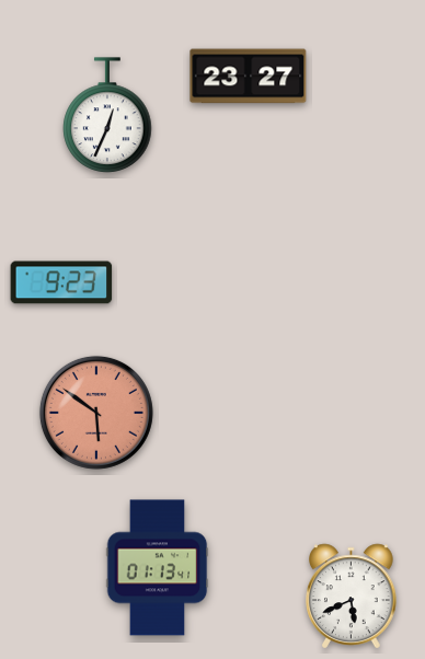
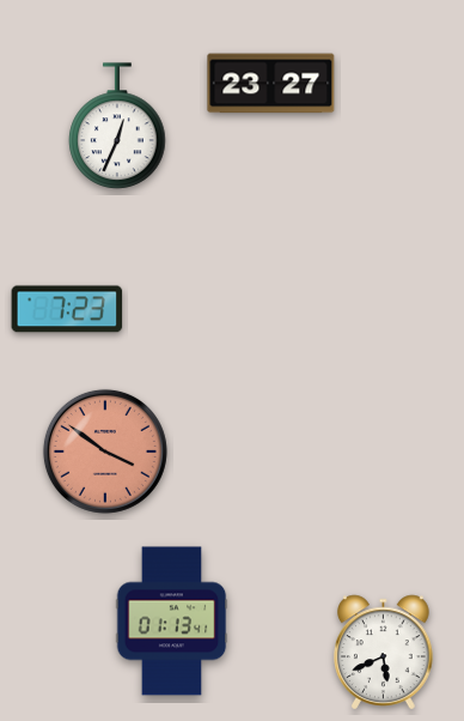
clock at (61, 282): 9:23 -> 7:23
clock at (96, 413): 5:51 -> 3:51
